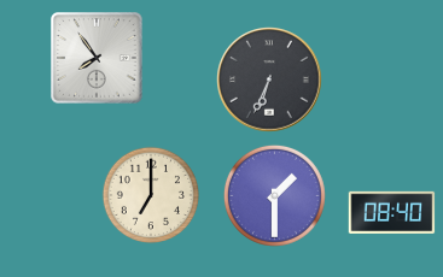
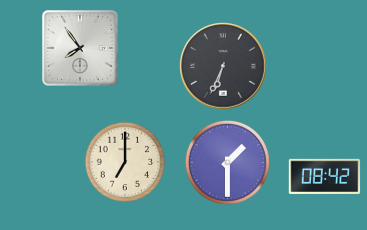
clock at (392, 212): 08:40 -> 08:42
